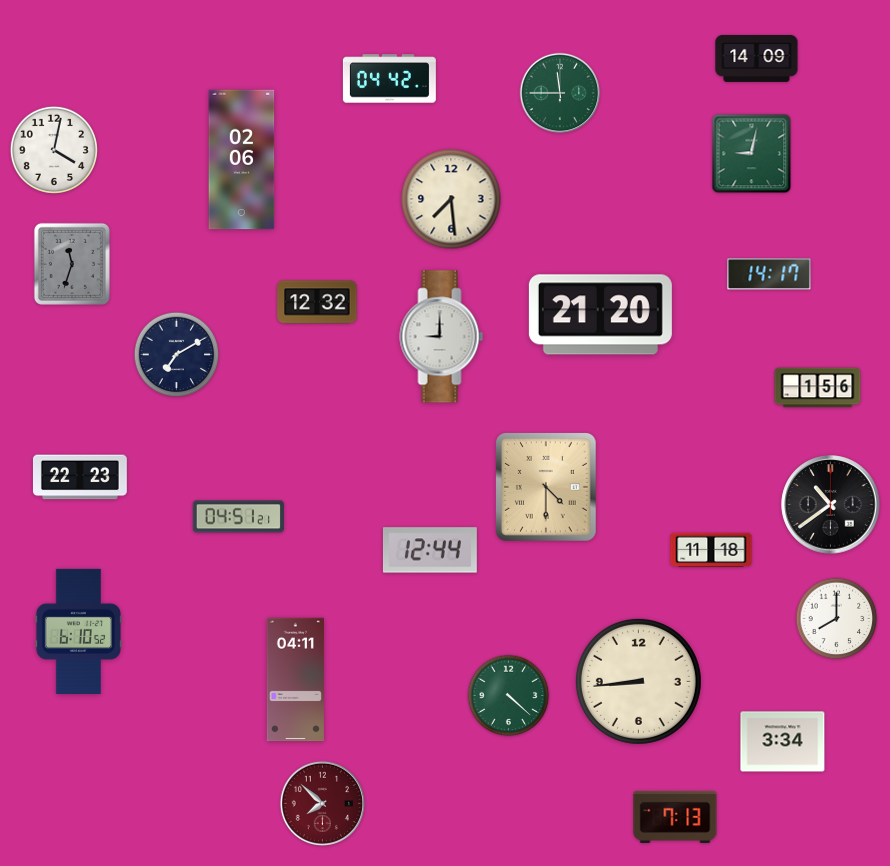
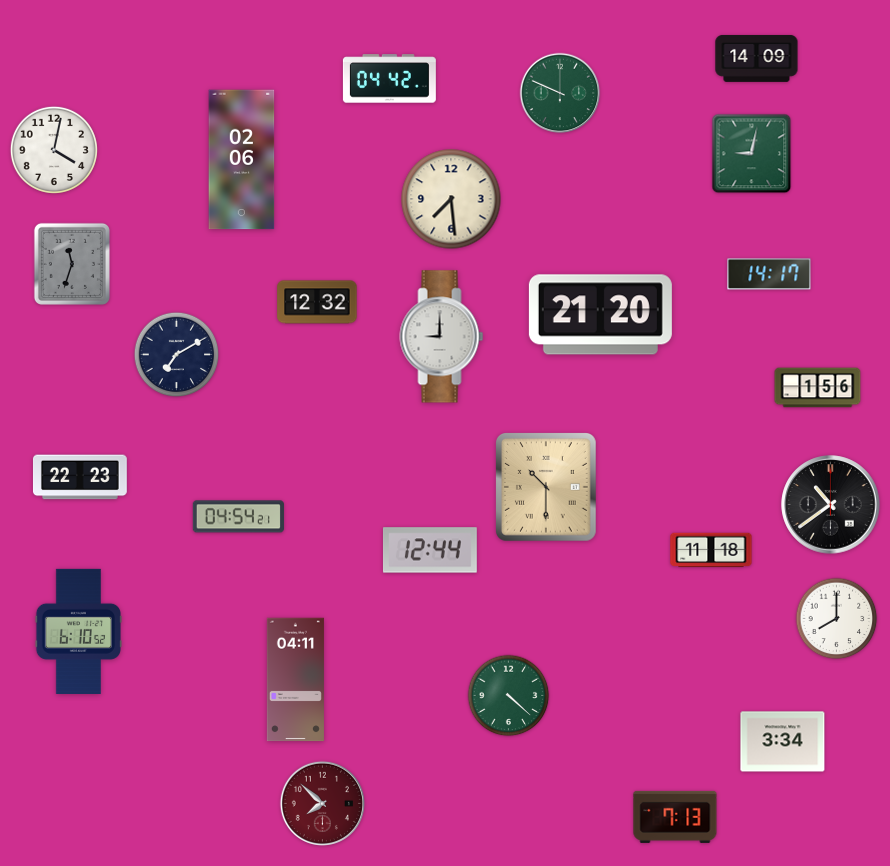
clock at (560, 93): 11:45 -> 9:49
clock at (546, 488): 4:30 -> 10:30
clock at (238, 517): 04:51 -> 04:54
clock at (638, 681): 8:44 -> none
